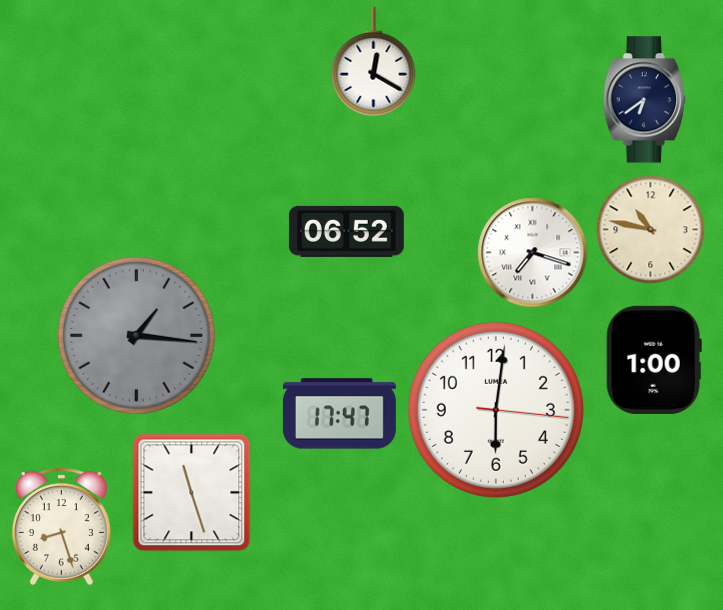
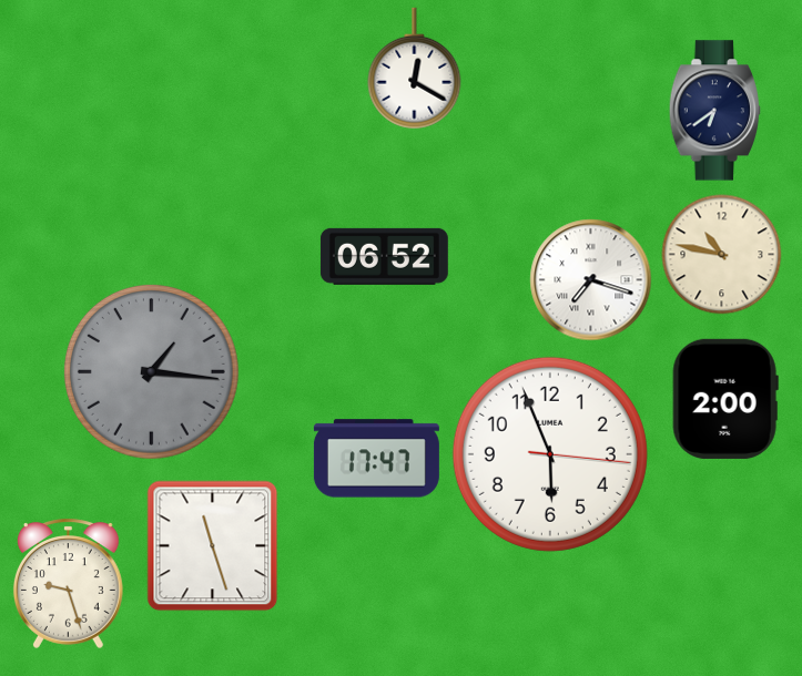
clock at (654, 360): 1:00 -> 2:00
clock at (496, 410): 6:01 -> 5:56
clock at (61, 526): 8:27 -> 9:27
